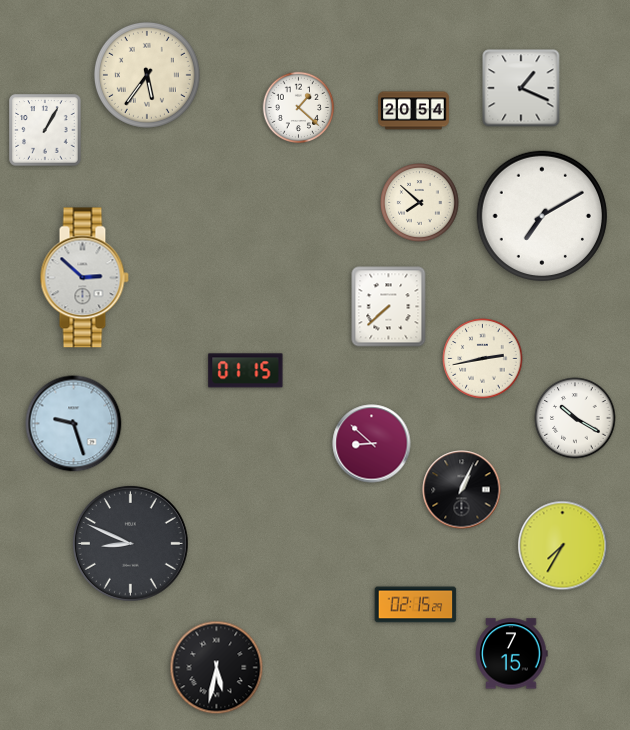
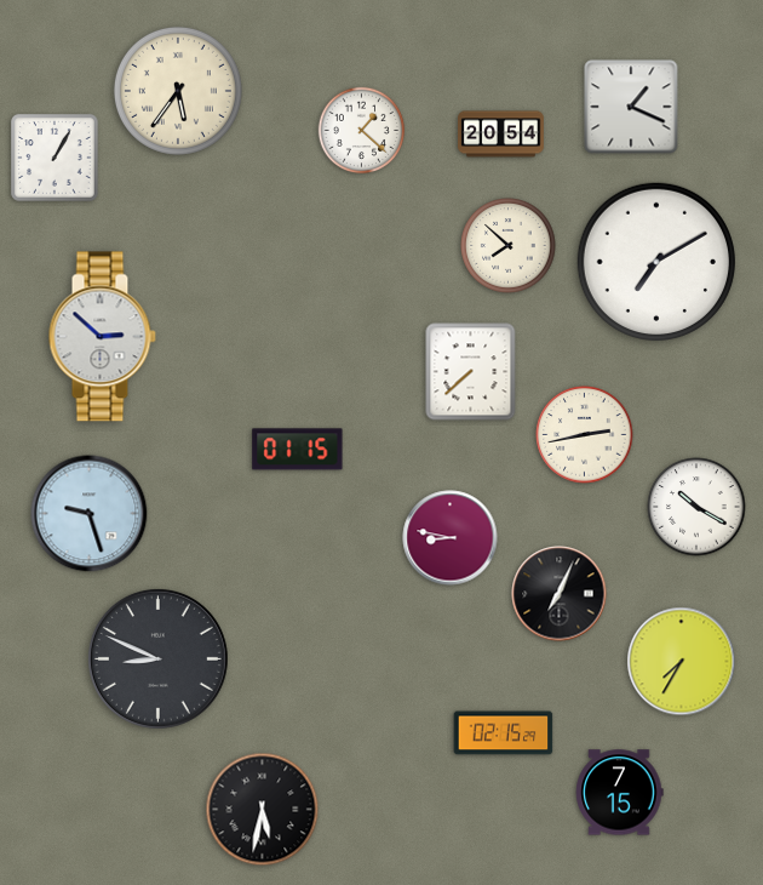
clock at (372, 444): 8:52 -> 8:47
clock at (462, 490): 1:04 -> 7:04
